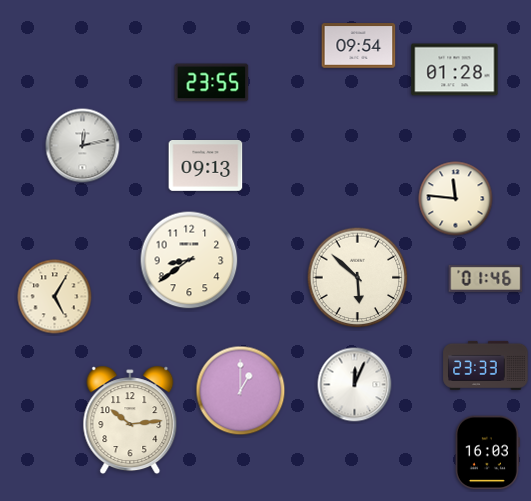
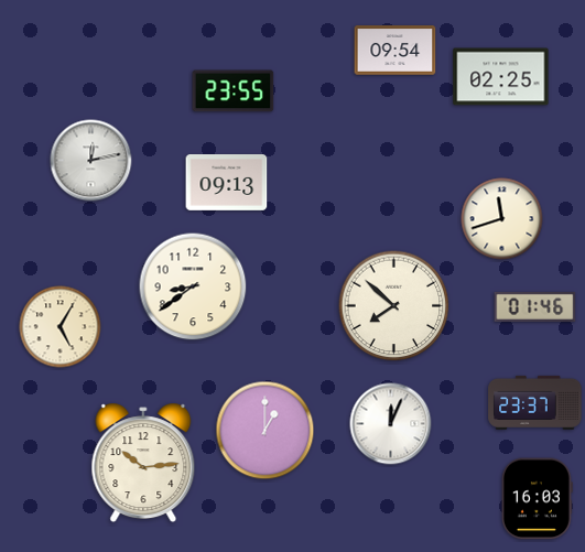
clock at (455, 70): 01:28 -> 02:25
clock at (456, 199): 11:46 -> 11:42
clock at (189, 260) position: (189, 260) -> (193, 286)
clock at (358, 278): 5:52 -> 7:52
clock at (486, 365): 23:33 -> 23:37
